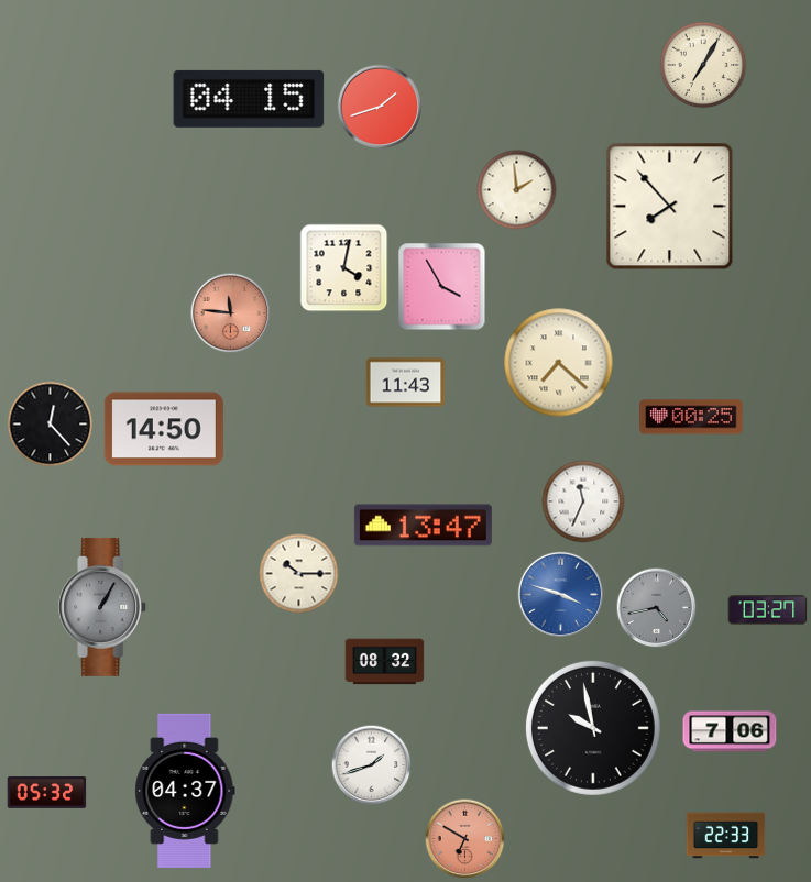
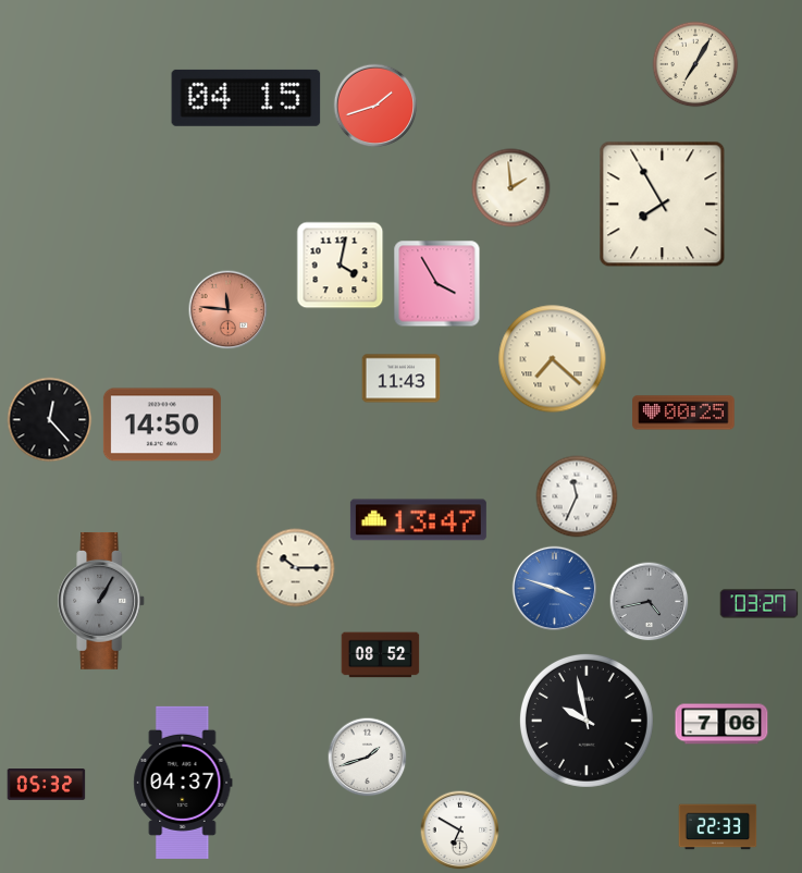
clock at (670, 207): 7:53 -> 7:55
clock at (385, 662): 08:32 -> 08:52
clock at (465, 839) dial: salmon -> white
